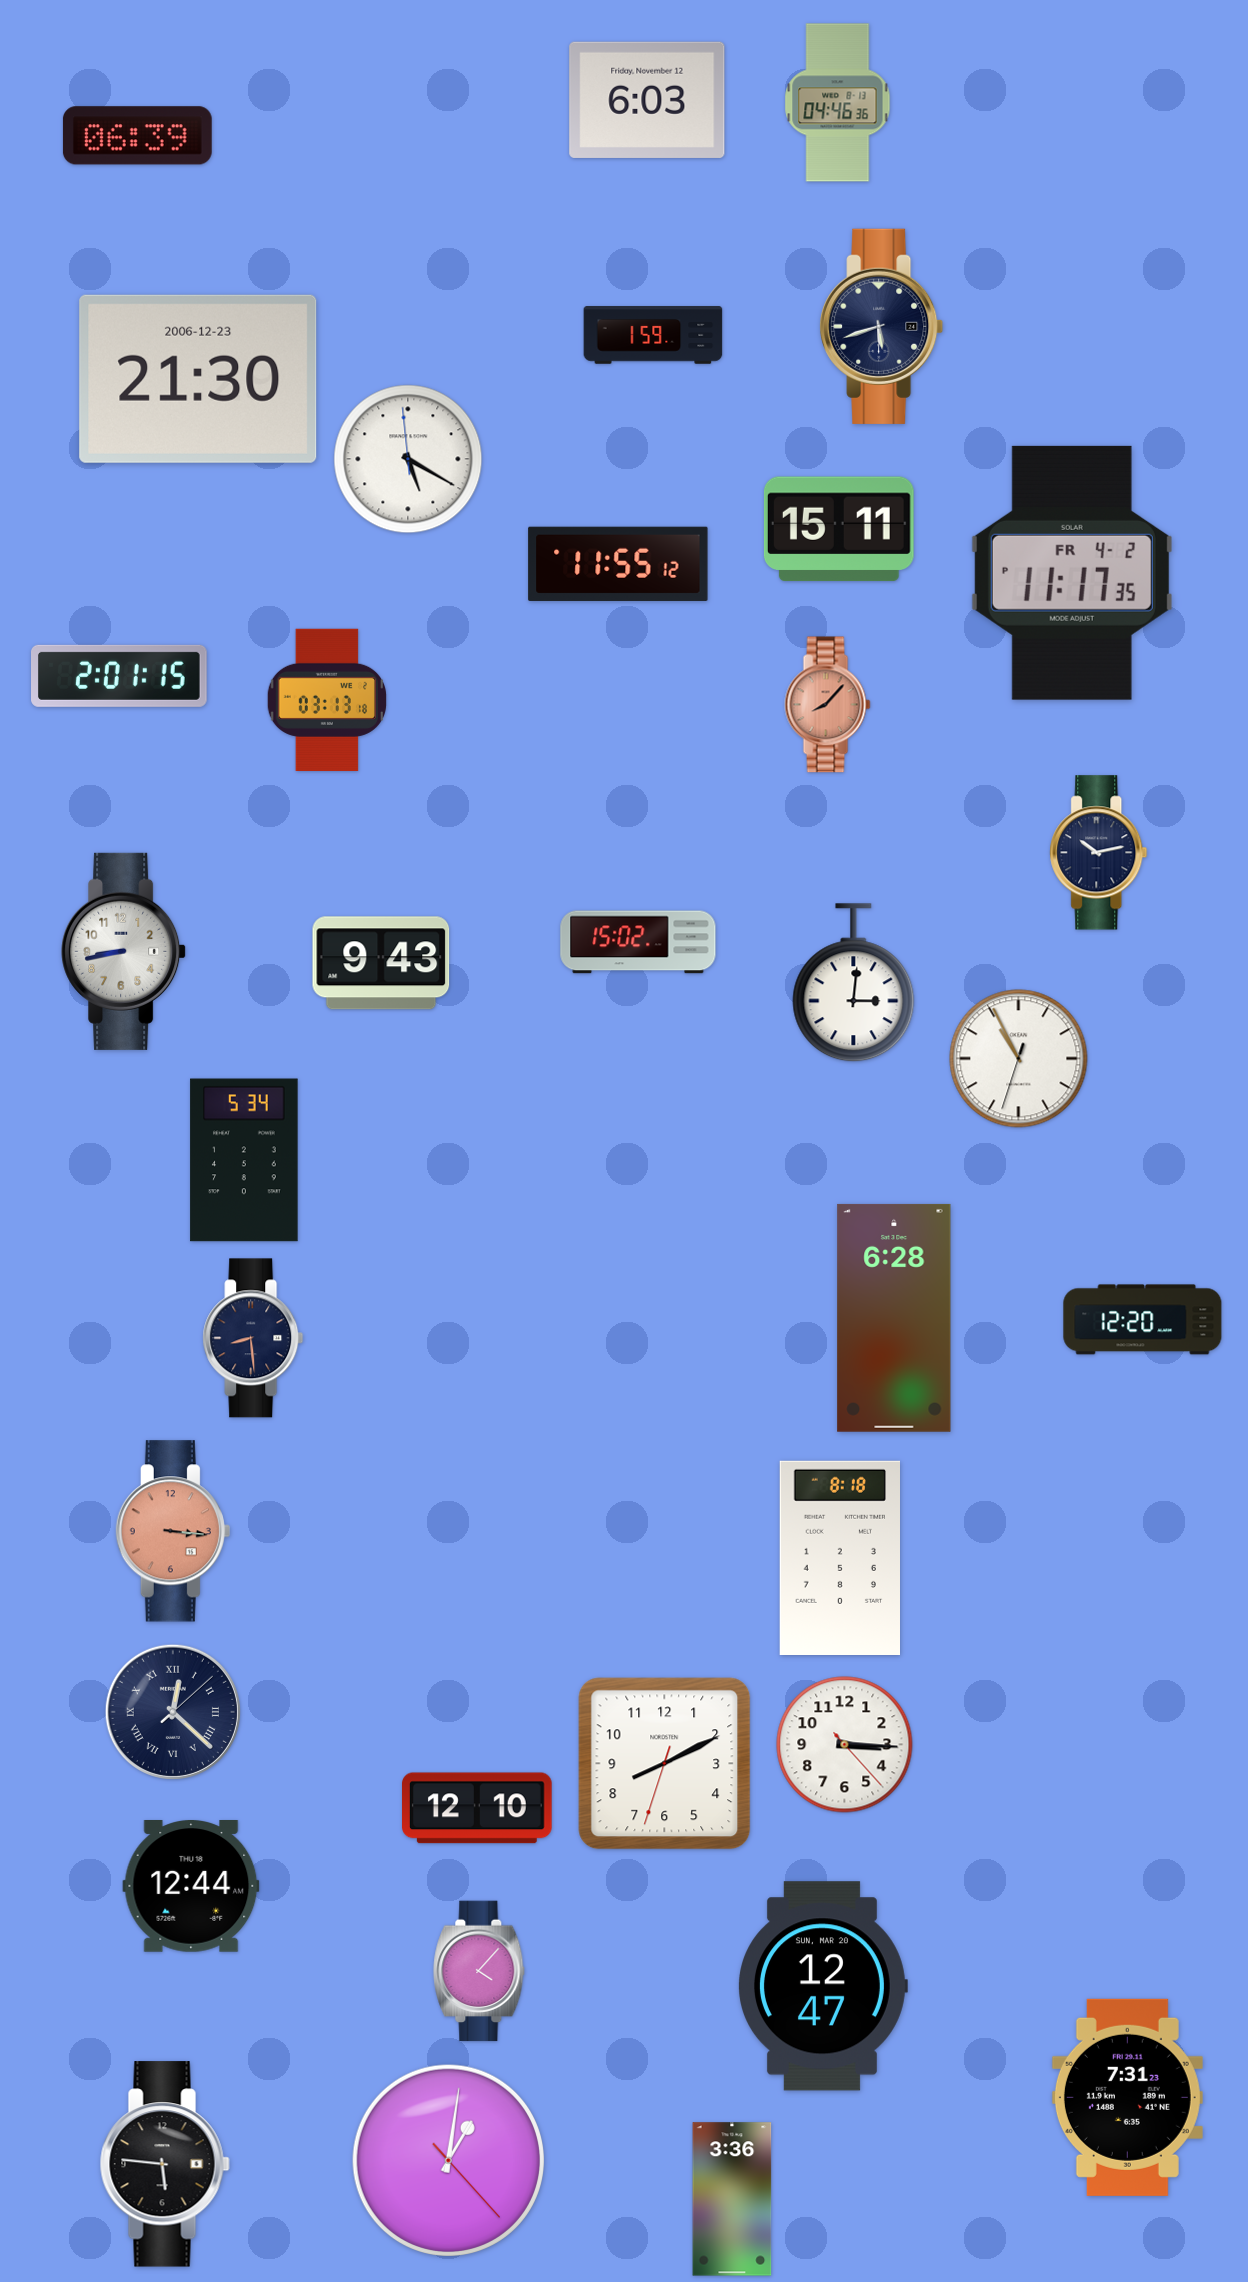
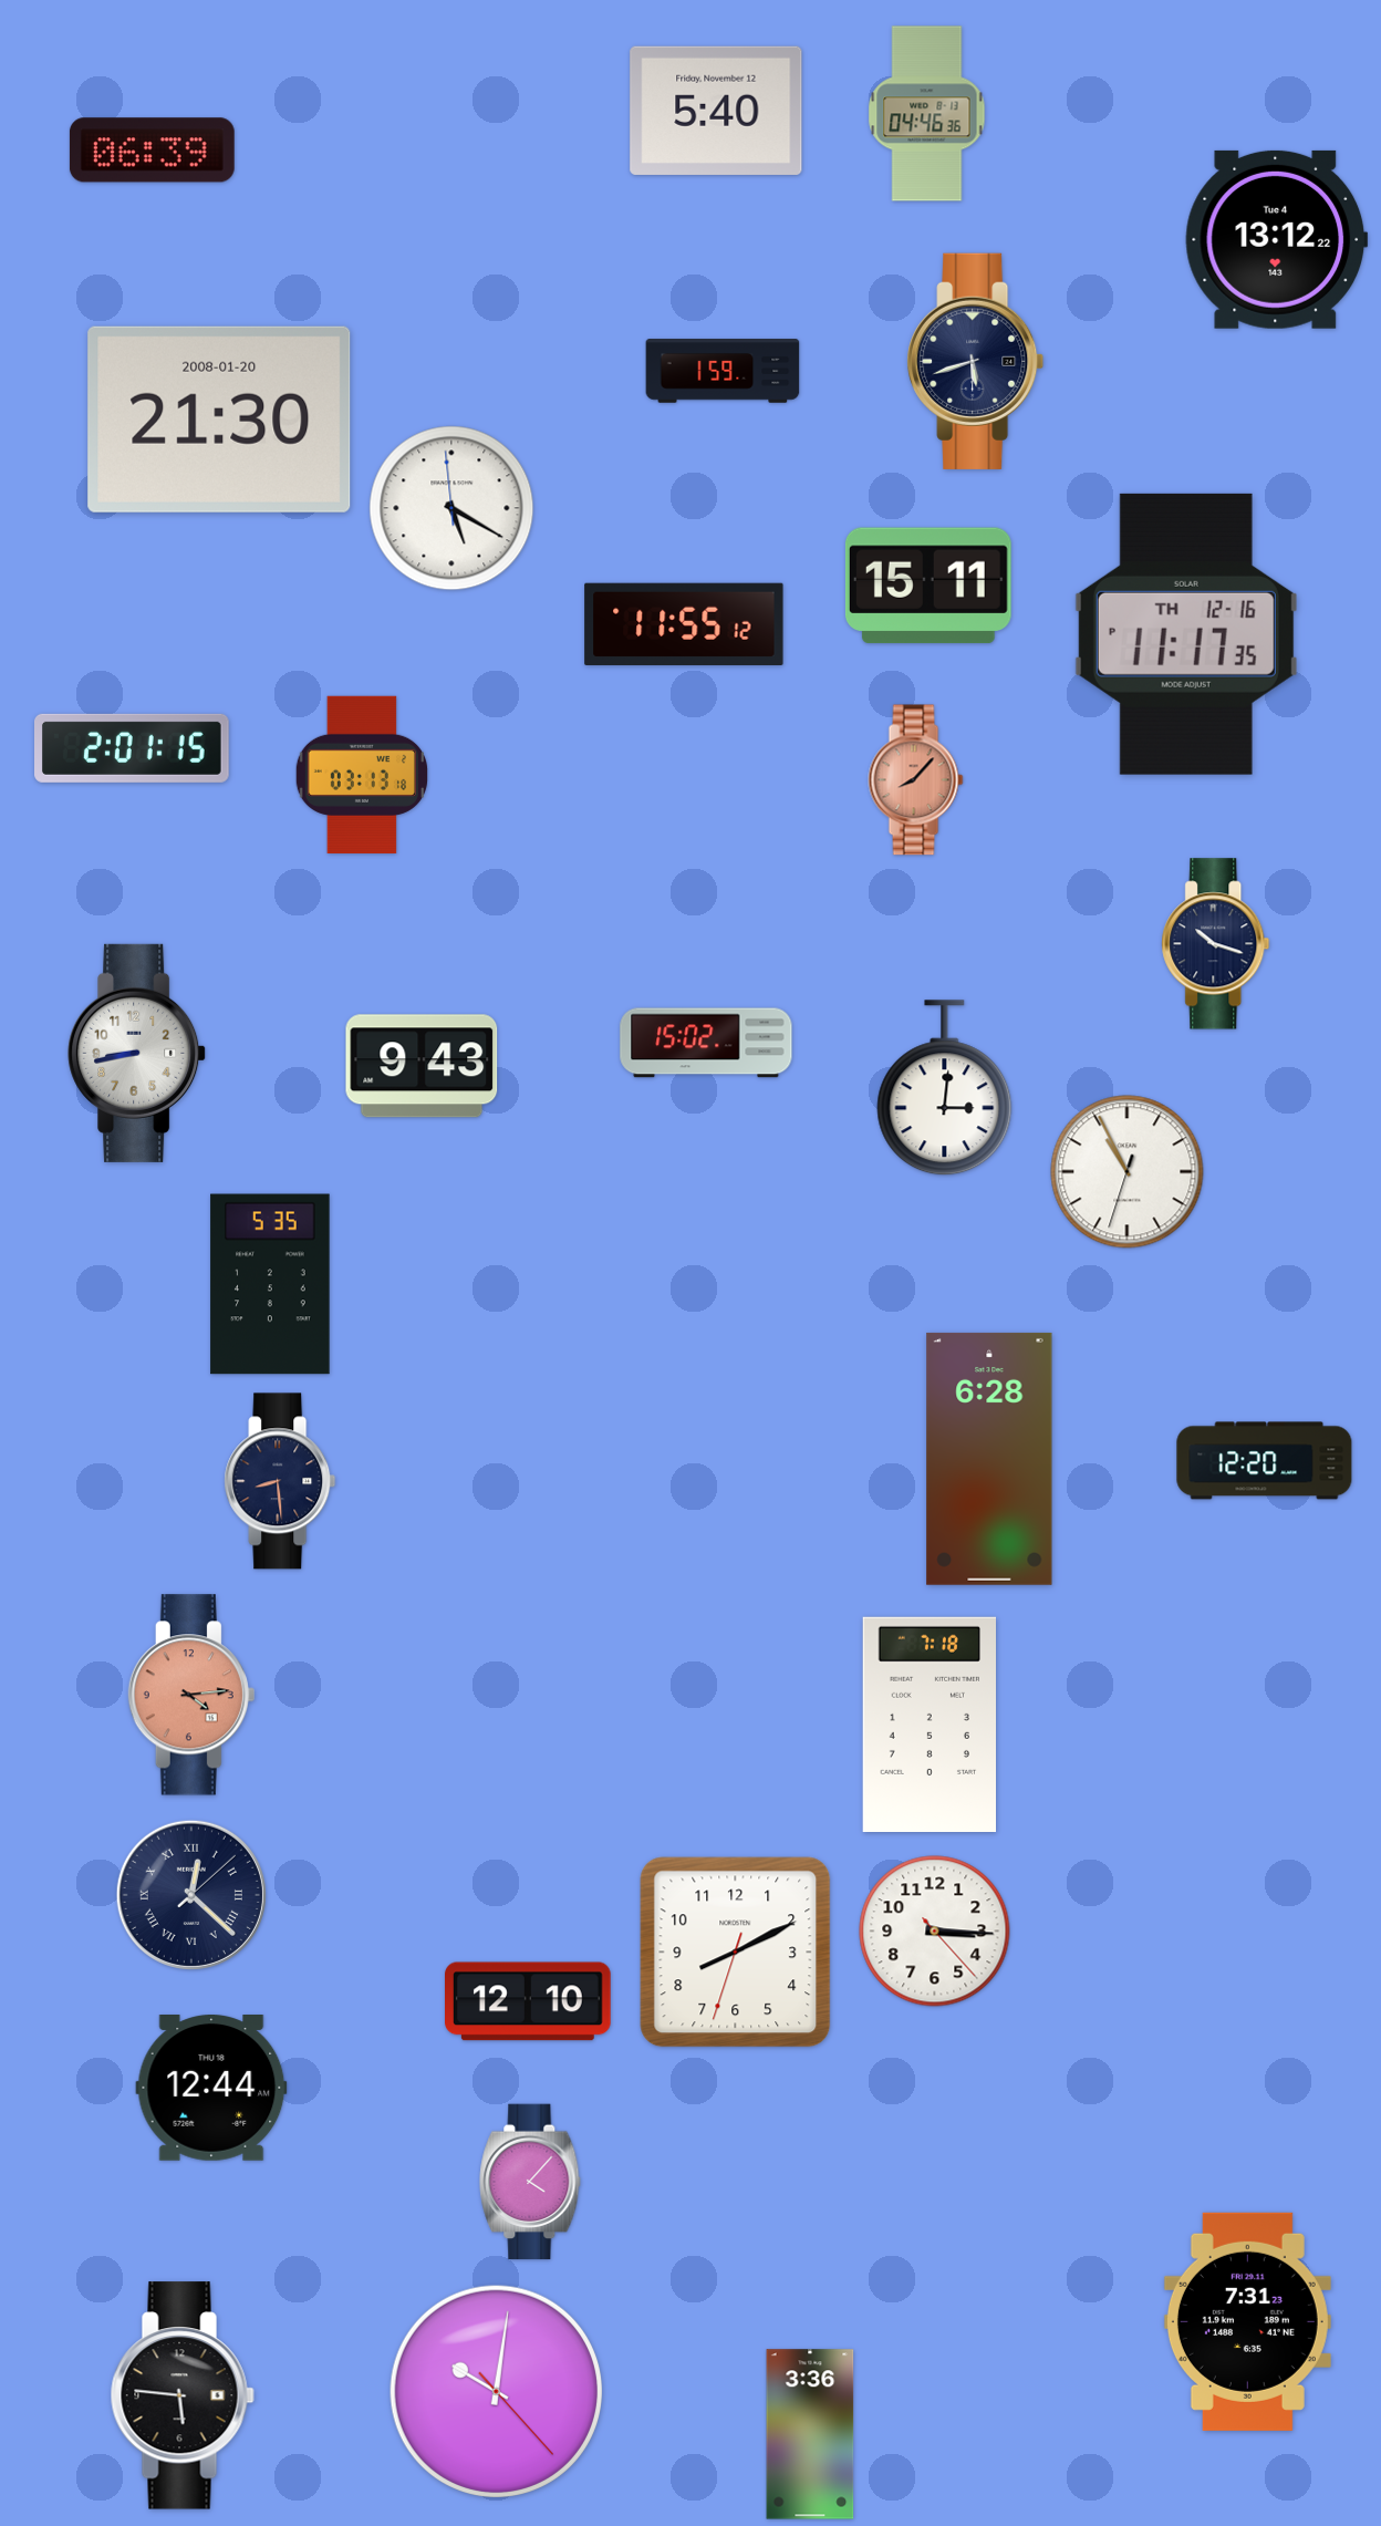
clock at (647, 100): 6:03 -> 5:40
clock at (1276, 239): none -> 13:12
clock at (198, 379) date: 2006-12-23 -> 2008-01-20
clock at (1072, 573) date: FR 4-2 -> TH 12-16
clock at (1099, 853): 10:13 -> 10:18
clock at (244, 1160): 5:34 -> 5:35
clock at (173, 1531): 3:16 -> 4:14
clock at (839, 1557): 8:18 -> 7:18
clock at (823, 1986): 12:47 -> none
clock at (448, 2160): 1:01 -> 10:01
